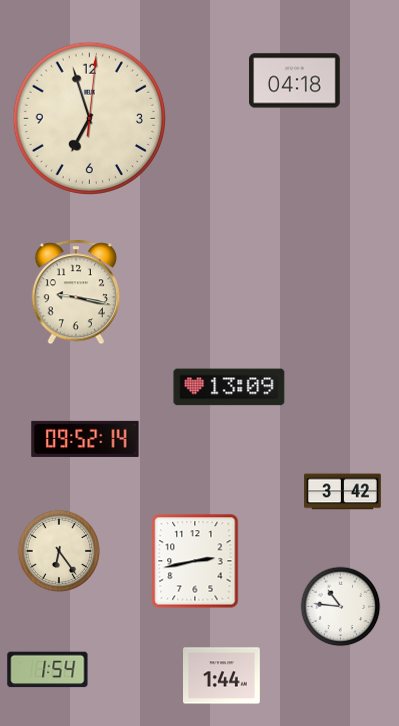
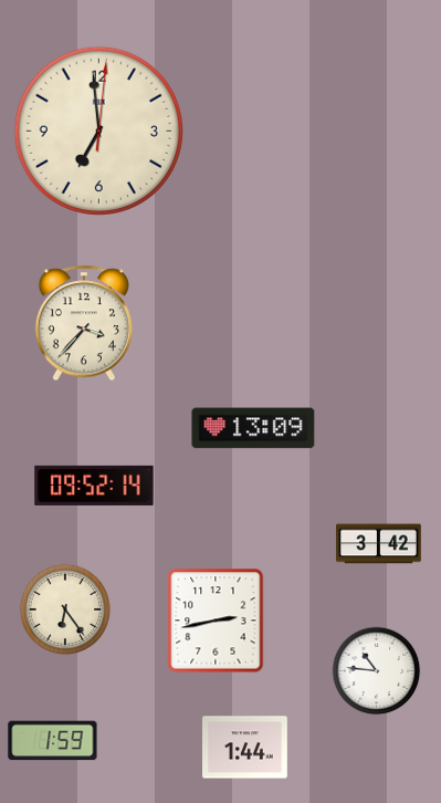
clock at (295, 81): 04:18 -> none
clock at (89, 118): 6:57 -> 6:59
clock at (76, 292): 9:17 -> 3:37
clock at (48, 670): 1:54 -> 1:59
